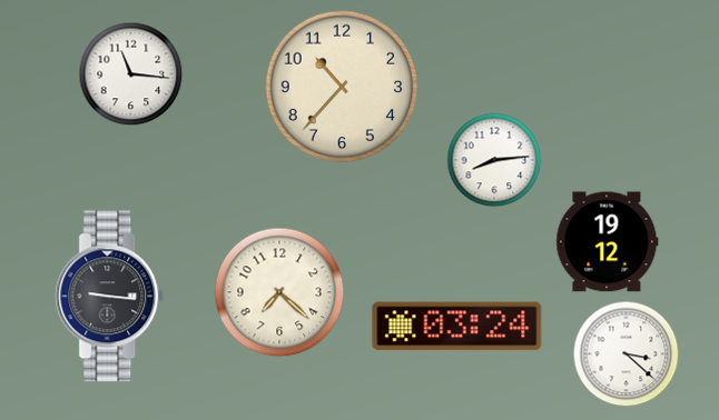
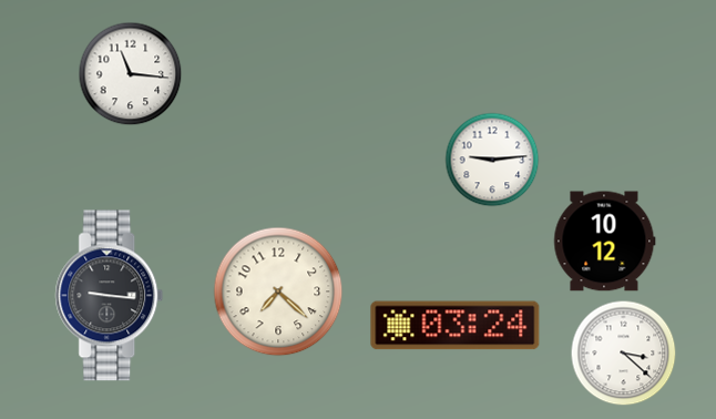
clock at (342, 87): 10:37 -> none
clock at (494, 160): 8:14 -> 9:14
clock at (608, 242): 19:12 -> 10:12
